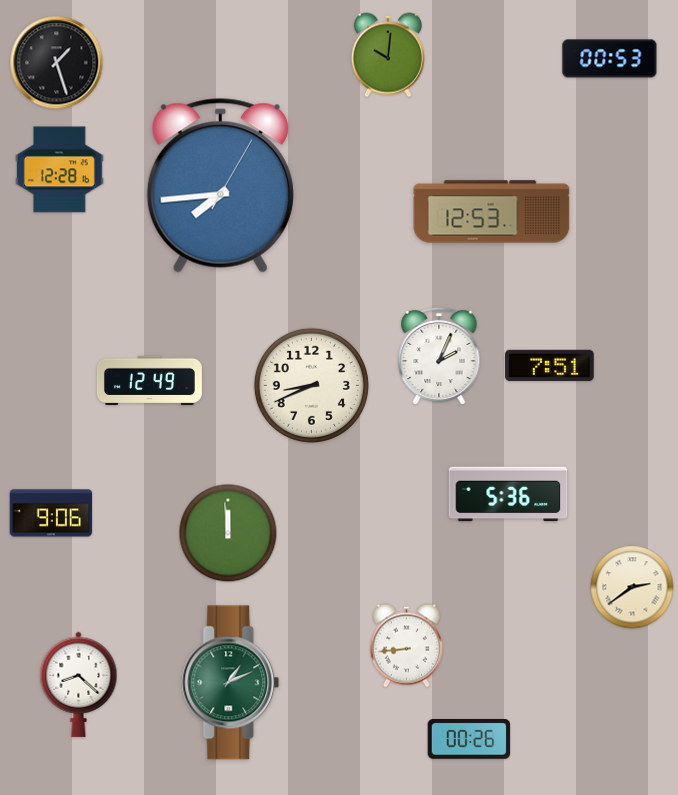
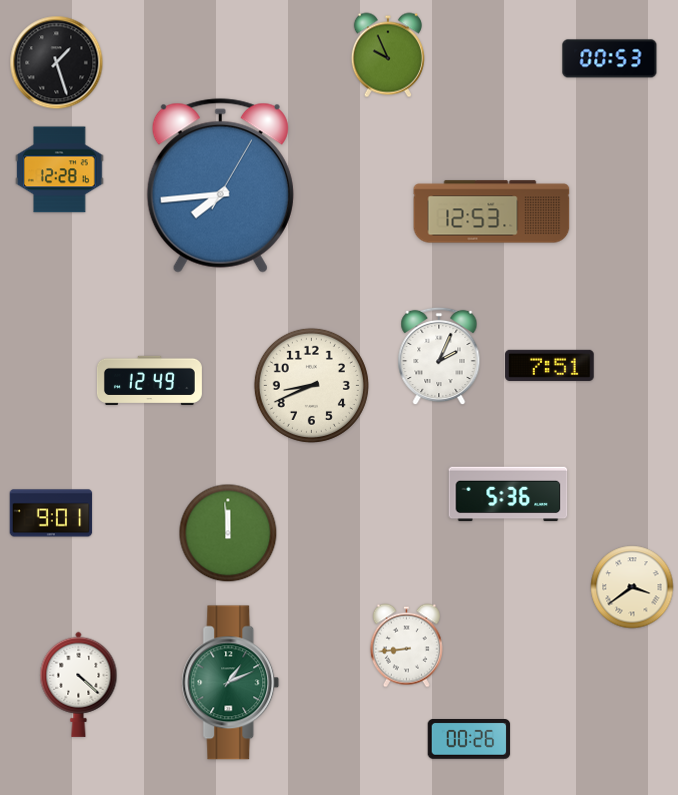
clock at (388, 55): 10:01 -> 9:56
clock at (51, 513): 9:06 -> 9:01
clock at (632, 587): 2:39 -> 3:39
clock at (79, 684): 8:22 -> 4:22
